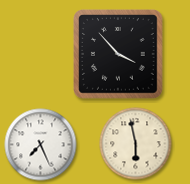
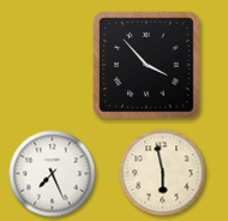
clock at (119, 55) position: (119, 55) -> (148, 66)
clock at (41, 145) position: (41, 145) -> (53, 174)
